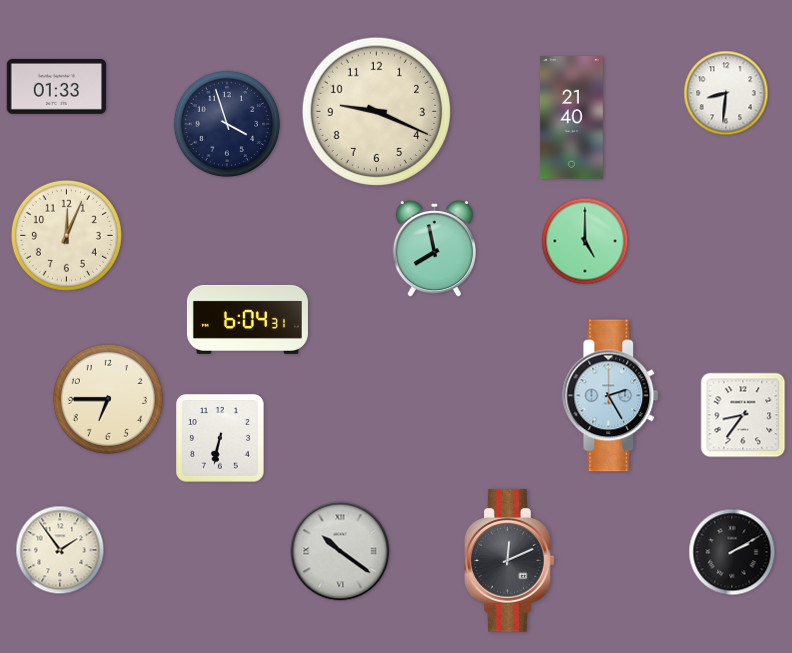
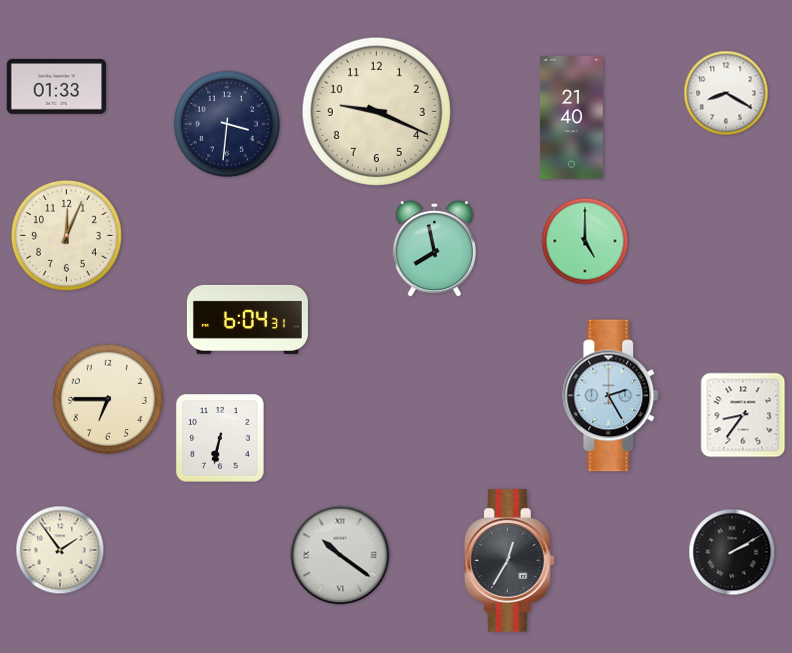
clock at (726, 93): 8:31 -> 8:20
clock at (227, 124): 3:57 -> 3:31
clock at (340, 551) position: (340, 551) -> (340, 555)
clock at (510, 561): 12:11 -> 12:35
